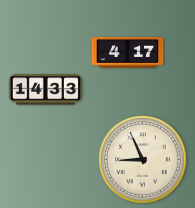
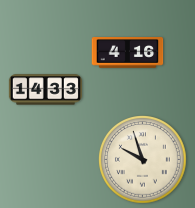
clock at (128, 53): 4:17 -> 4:16
clock at (143, 160): 8:56 -> 9:57
